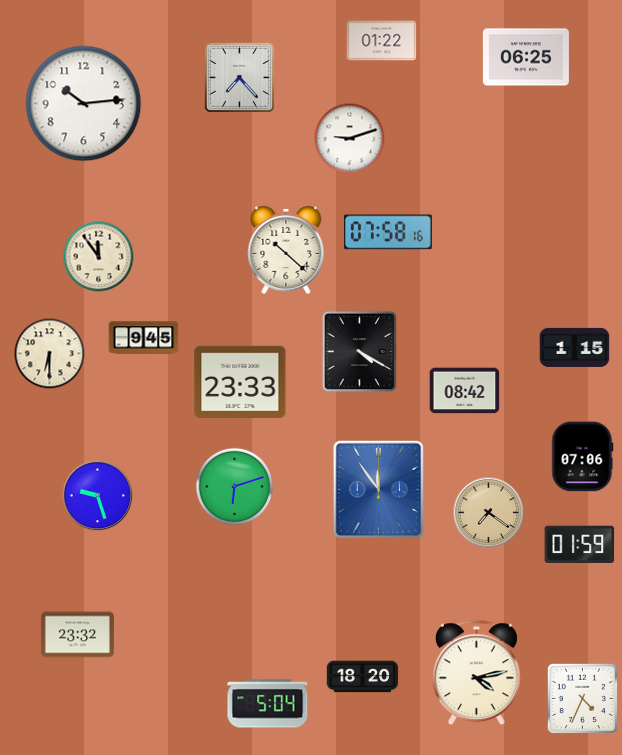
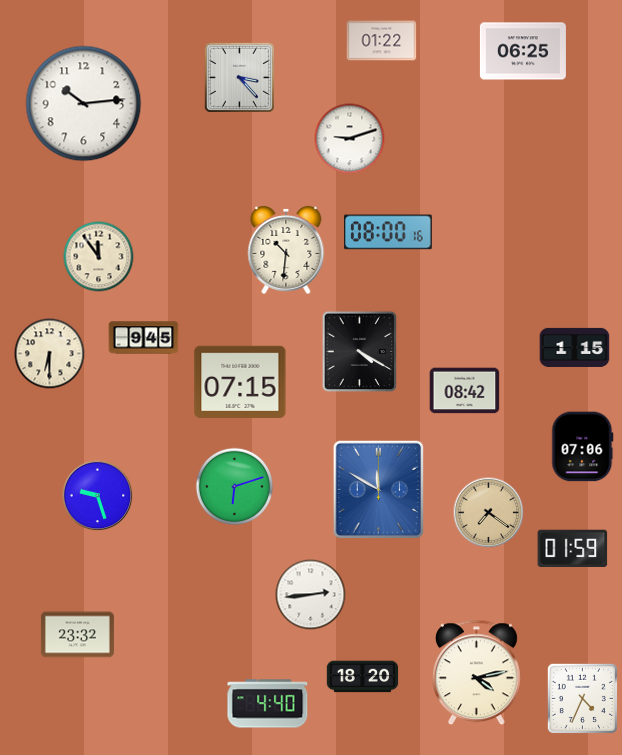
clock at (526, 57) position: (526, 57) -> (523, 51)
clock at (239, 77): 7:23 -> 3:23
clock at (388, 232): 07:58 -> 08:00
clock at (286, 250): 10:22 -> 10:31
clock at (240, 381): 23:33 -> 07:15
clock at (583, 457) position: (583, 457) -> (583, 447)
clock at (378, 489): 11:54 -> 11:50
clock at (580, 544) position: (580, 544) -> (573, 548)
clock at (311, 595): none -> 2:44
clock at (268, 704): 5:04 -> 4:40
